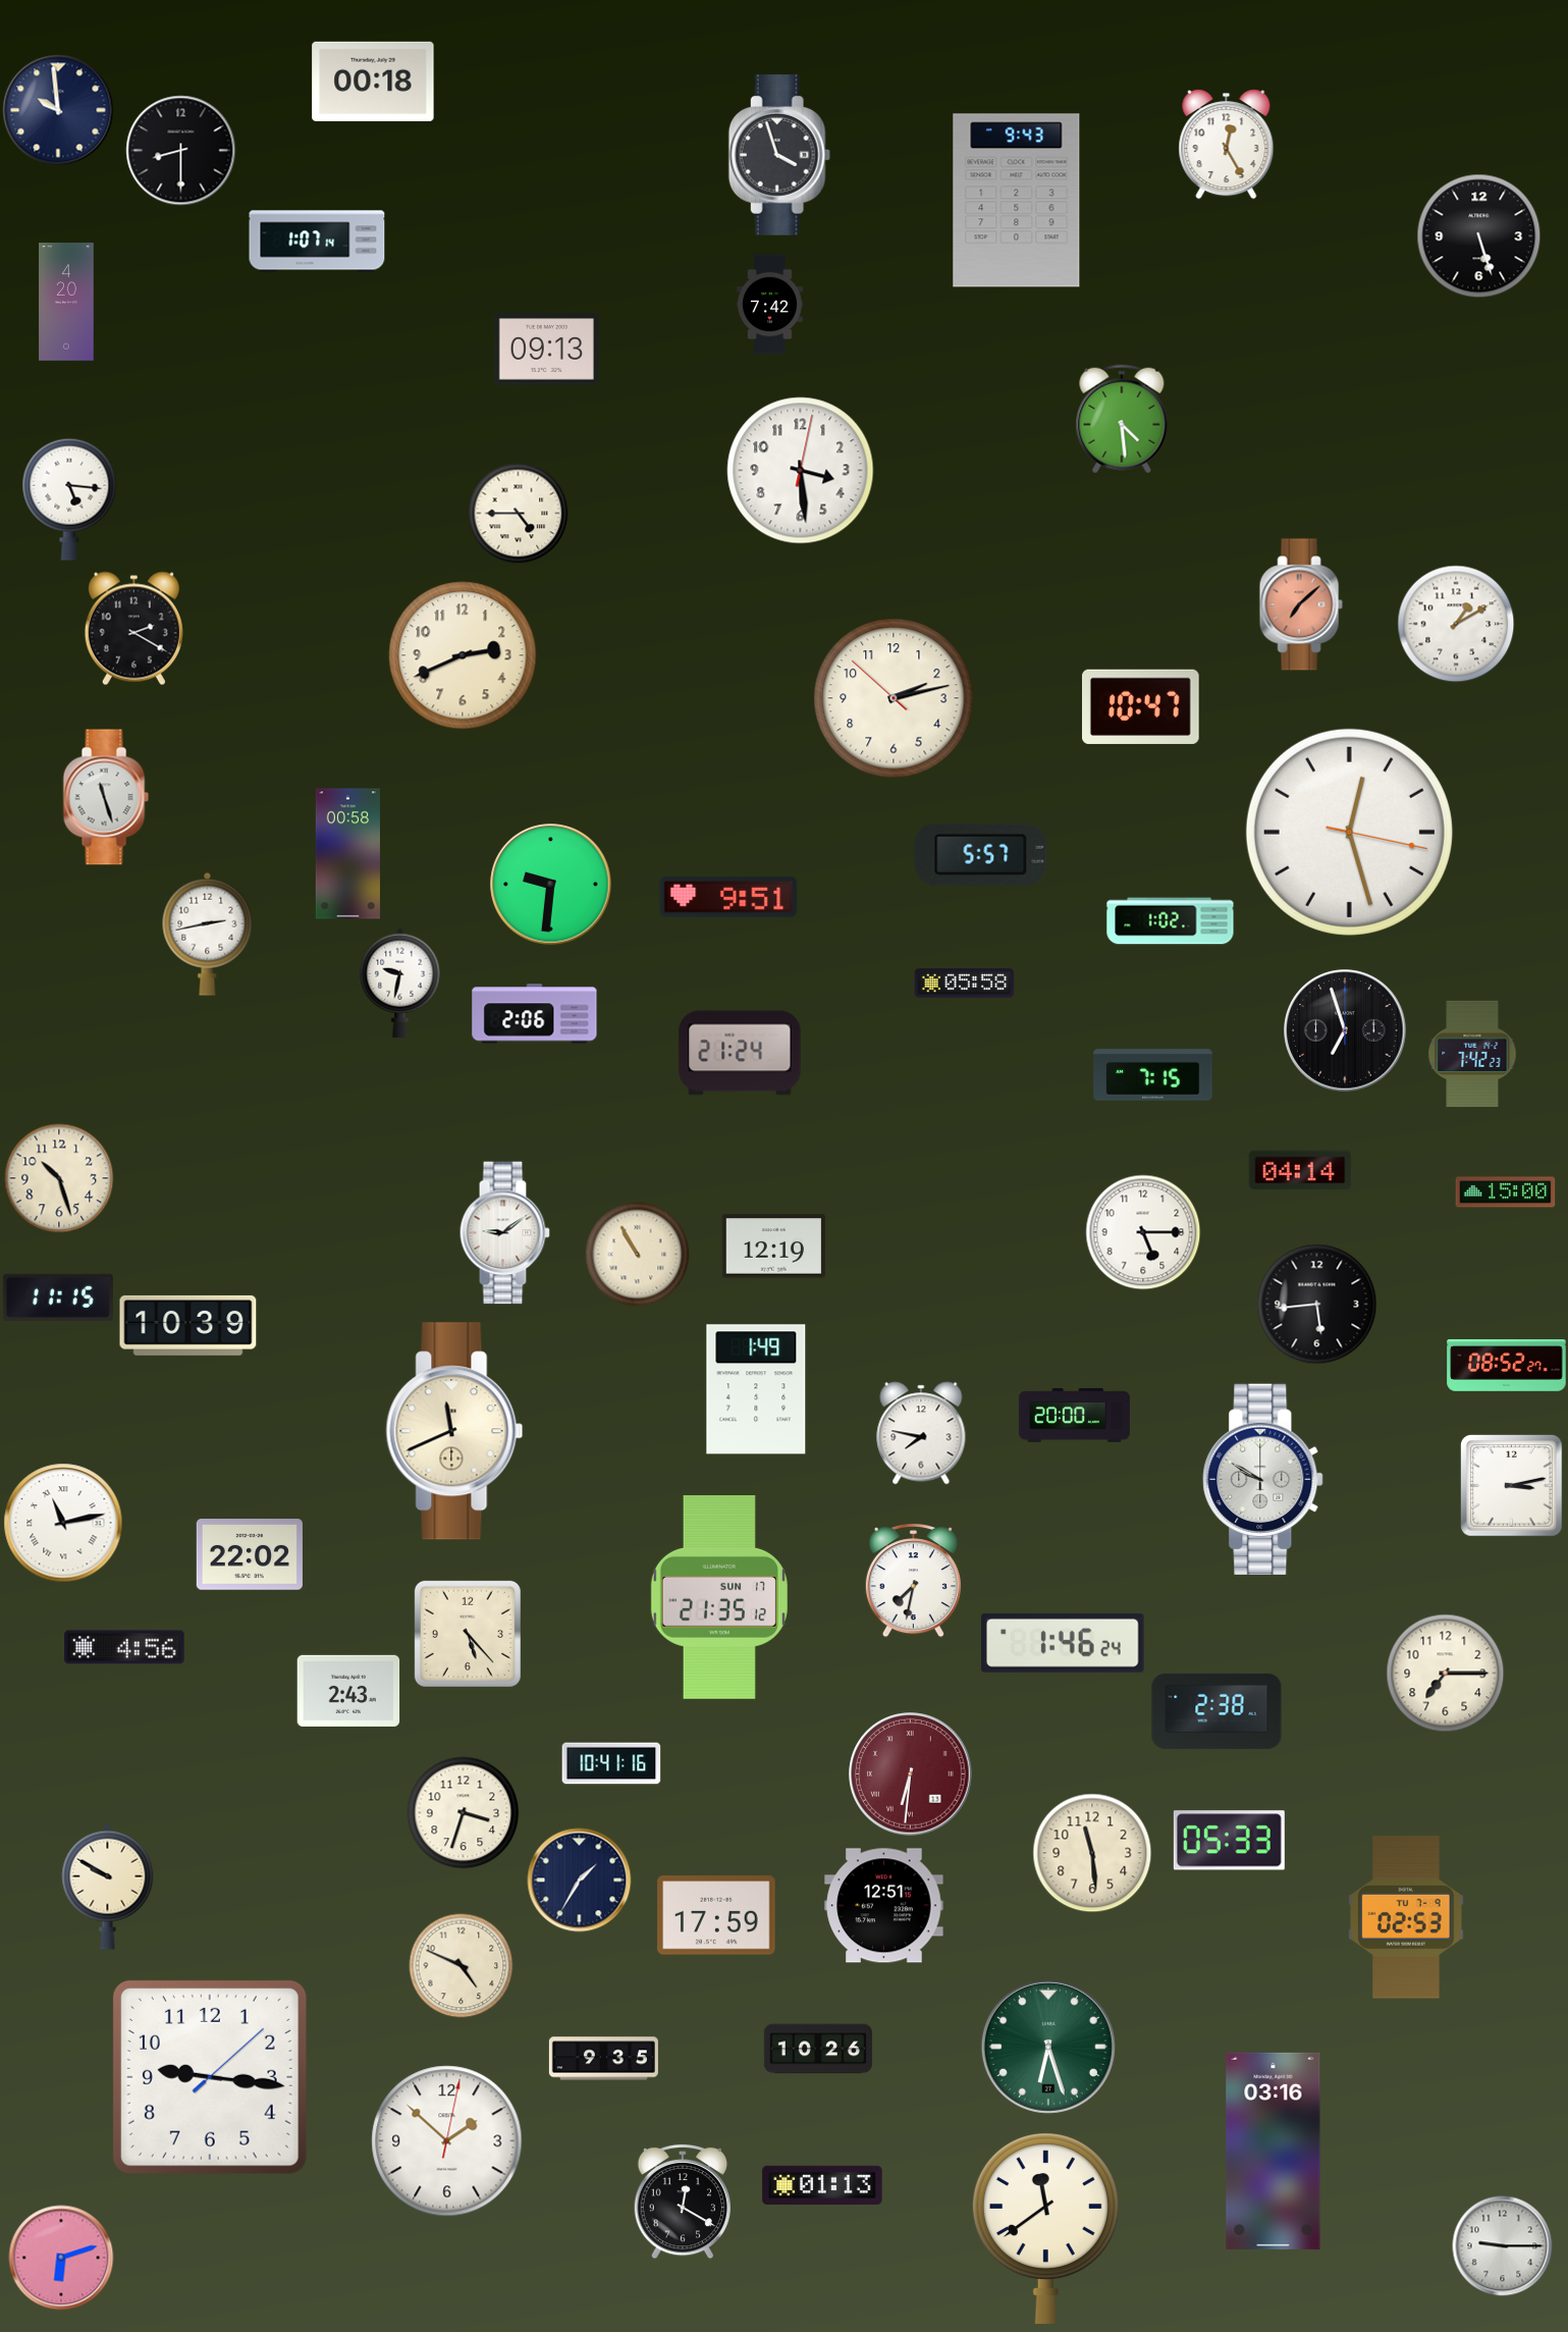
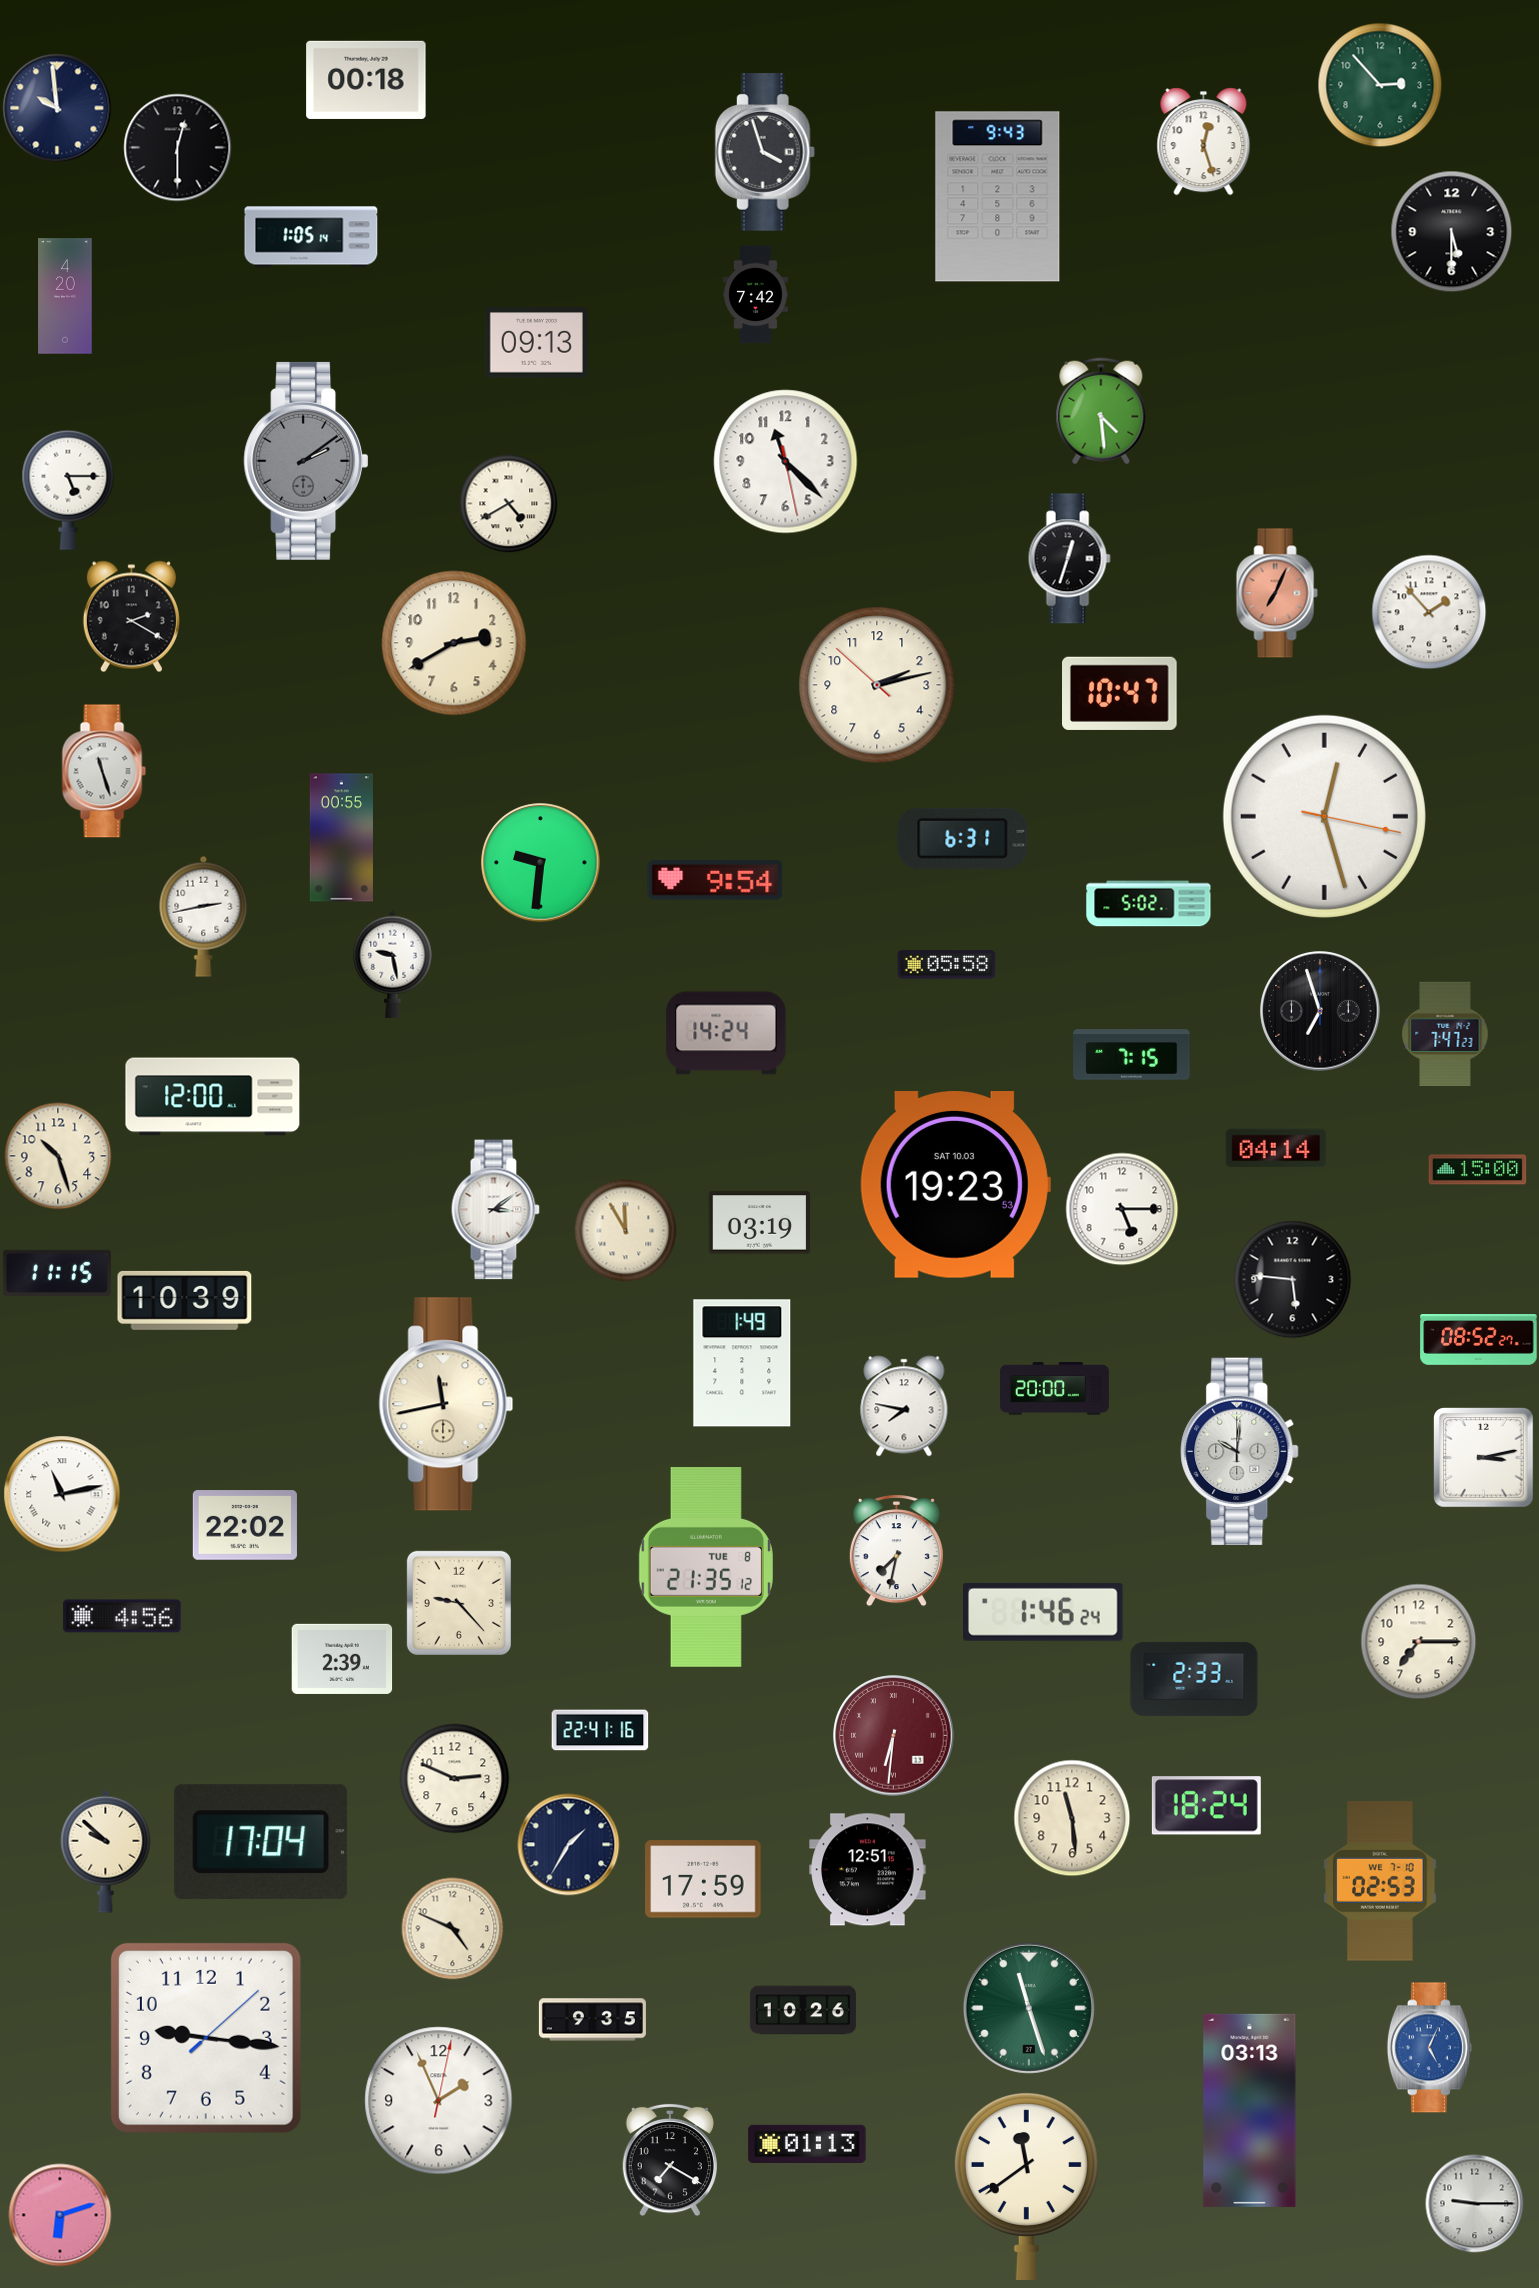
clock at (1380, 85): none -> 2:53
clock at (1227, 145): 12:25 -> 12:27
clock at (181, 151): 8:30 -> 12:30
clock at (1479, 236): 5:27 -> 5:30
clock at (317, 242): 1:07 -> 1:05
clock at (770, 305) position: (770, 305) -> (756, 295)
clock at (306, 461): none -> 2:09
clock at (801, 471): 3:29 -> 11:22
clock at (69, 499): 5:16 -> 5:15
clock at (519, 514): 4:45 -> 4:40
clock at (1069, 559): none -> 12:33
clock at (1301, 604): 7:08 -> 7:04
clock at (1456, 624): 1:10 -> 1:53
clock at (463, 655): 2:41 -> 2:40
clock at (106, 797) position: (106, 797) -> (104, 771)
clock at (347, 854): 00:58 -> 00:55
clock at (981, 854): 5:57 -> 6:31
clock at (551, 885) position: (551, 885) -> (541, 863)
clock at (728, 897): 9:51 -> 9:54
clock at (1171, 921): 1:02 -> 5:02
clock at (400, 983): 9:32 -> 9:28
clock at (535, 1014): 2:06 -> none
clock at (740, 1053): 21:24 -> 14:24
clock at (1472, 1054): 7:42 -> 7:47
clock at (213, 1097): none -> 12:00
clock at (955, 1185): none -> 19:23
clock at (504, 1233): 9:09 -> 3:09
clock at (774, 1247): 12:19 -> 03:19
clock at (638, 1255): 10:55 -> 11:55
clock at (1317, 1305): 5:44 -> 5:46
clock at (454, 1431): 11:41 -> 11:43
clock at (1263, 1479): 9:50 -> 10:01
clock at (719, 1598) date: SUN 17 -> TUE 8
clock at (468, 1634): 5:23 -> 9:23
clock at (348, 1691): 2:43 -> 2:39
clock at (1216, 1711): 2:38 -> 2:33
clock at (611, 1763): 10:41 -> 22:41
clock at (911, 1774) position: (911, 1774) -> (894, 1736)
clock at (464, 1813): 3:33 -> 2:49
clock at (1229, 1841): 05:33 -> 18:24
clock at (261, 1842): none -> 17:04
clock at (108, 1887): 9:50 -> 9:52
clock at (1406, 1917) date: TU 7-9 -> WE 7-10
clock at (1048, 2047): 6:27 -> 11:27
clock at (1429, 2048): none -> 5:04
clock at (447, 2141): 1:52 -> 1:56
clock at (1274, 2151): 03:16 -> 03:13
clock at (682, 2202): 12:20 -> 7:20
